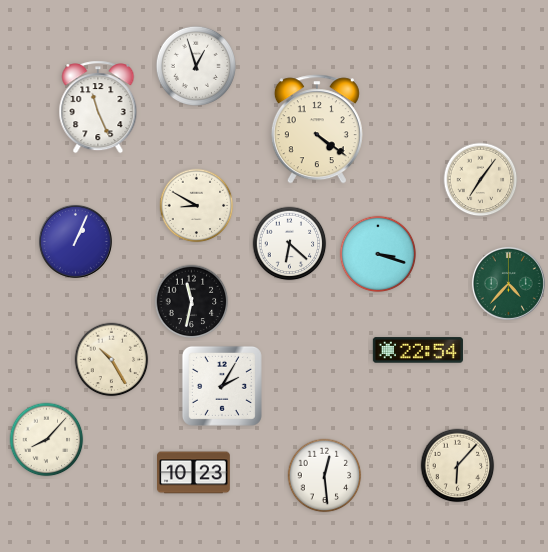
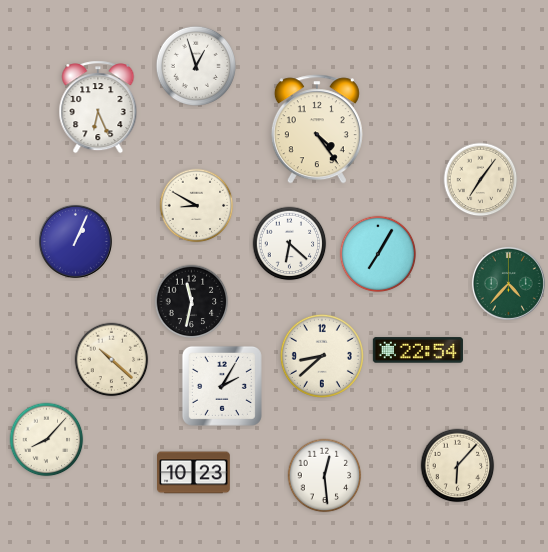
clock at (98, 107): 11:26 -> 6:26
clock at (317, 129): 4:21 -> 4:24
clock at (378, 254): 3:18 -> 7:05
clock at (322, 356): none -> 8:38
clock at (112, 360): 10:25 -> 10:22
